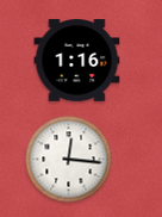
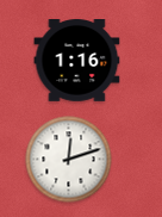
clock at (69, 160): 12:16 -> 12:12
